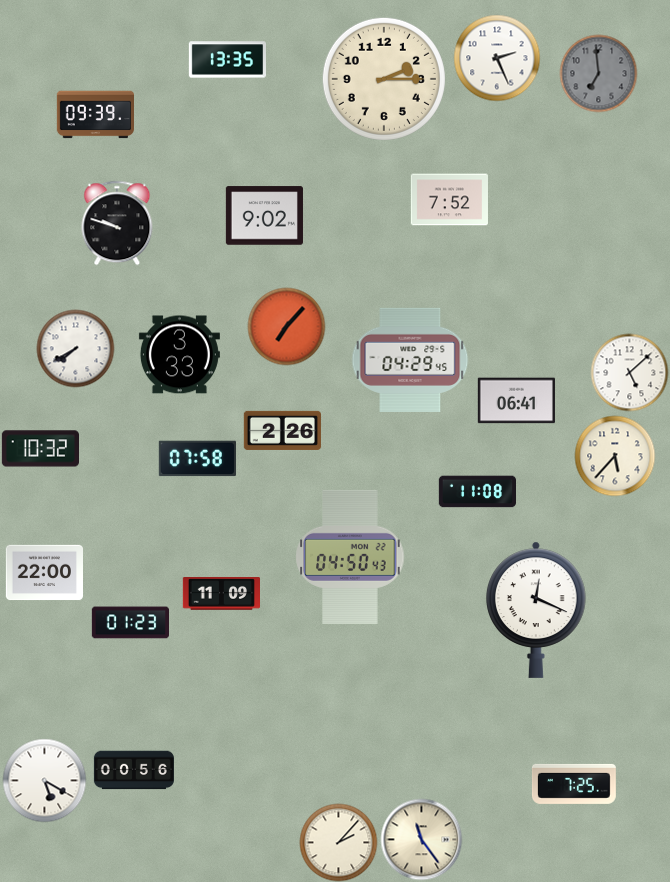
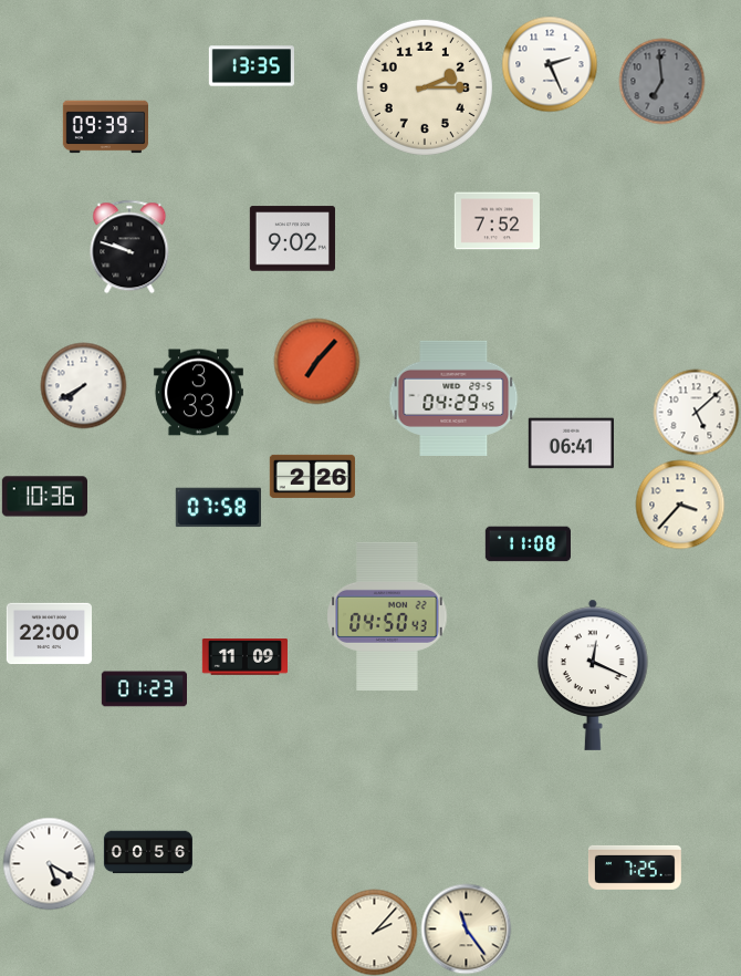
clock at (40, 449): 10:32 -> 10:36
clock at (615, 456): 5:37 -> 3:37
